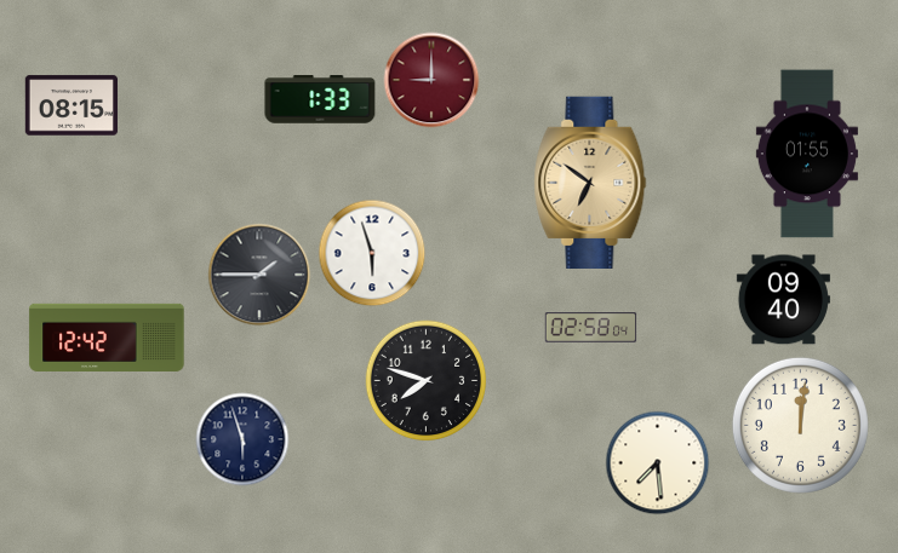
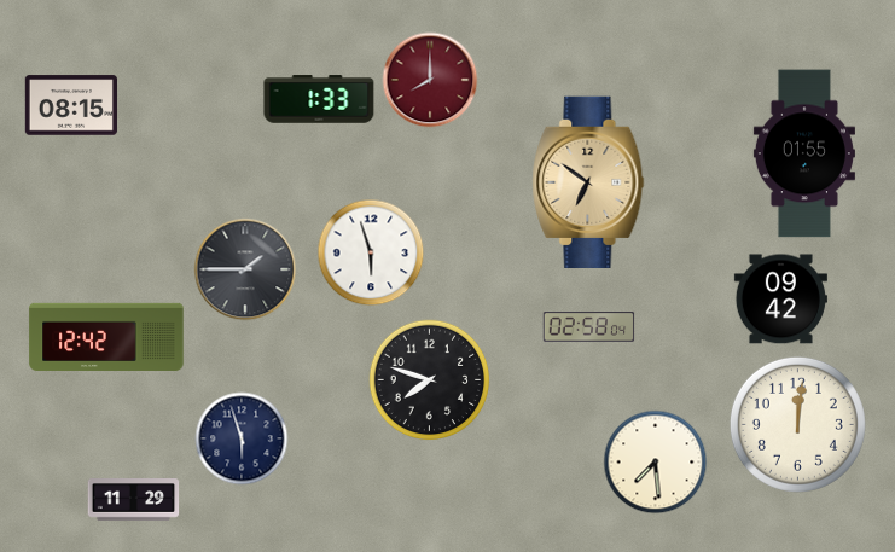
clock at (431, 80): 9:00 -> 8:00
clock at (259, 275) position: (259, 275) -> (245, 269)
clock at (783, 300): 09:40 -> 09:42
clock at (427, 381) position: (427, 381) -> (430, 380)
clock at (134, 500): none -> 11:29
